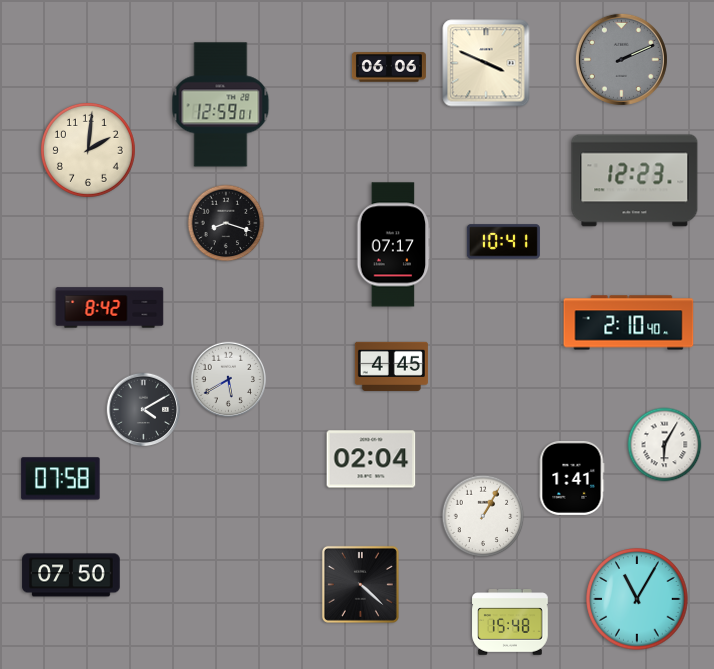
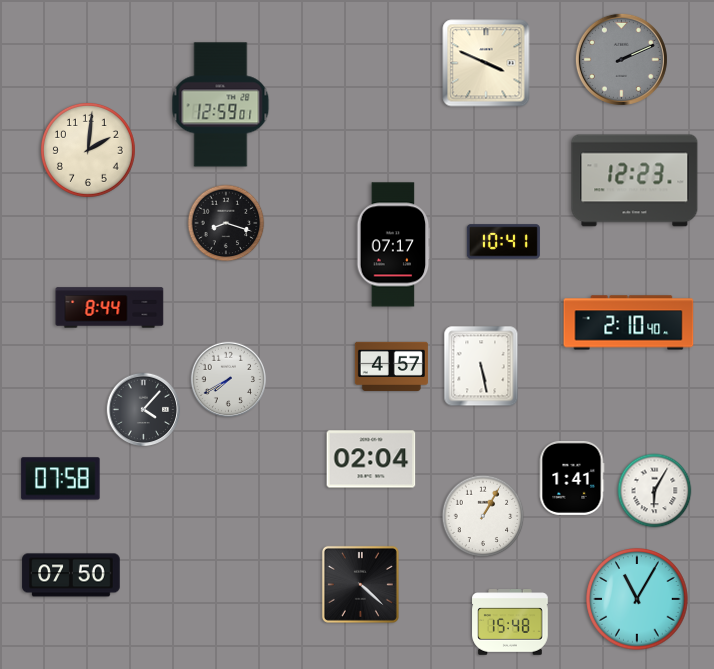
clock at (389, 67): 06:06 -> none
clock at (110, 308): 8:42 -> 8:44
clock at (391, 366): 4:45 -> 4:57
clock at (481, 366): none -> 5:28
clock at (229, 380): 5:40 -> 7:40
clock at (144, 410): 4:10 -> 4:07
clock at (665, 445) position: (665, 445) -> (655, 491)
